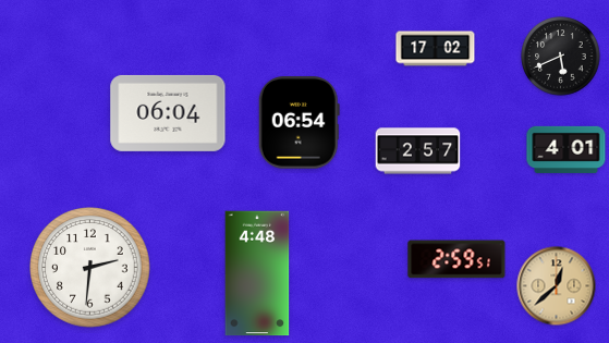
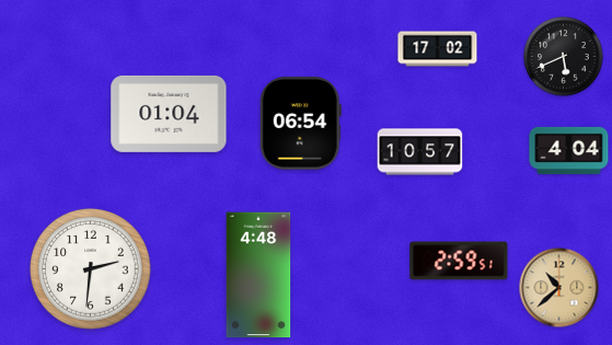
clock at (168, 113): 06:04 -> 01:04
clock at (567, 149): 4:01 -> 4:04
clock at (418, 151): 2:57 -> 10:57
clock at (557, 286): 12:38 -> 10:38
